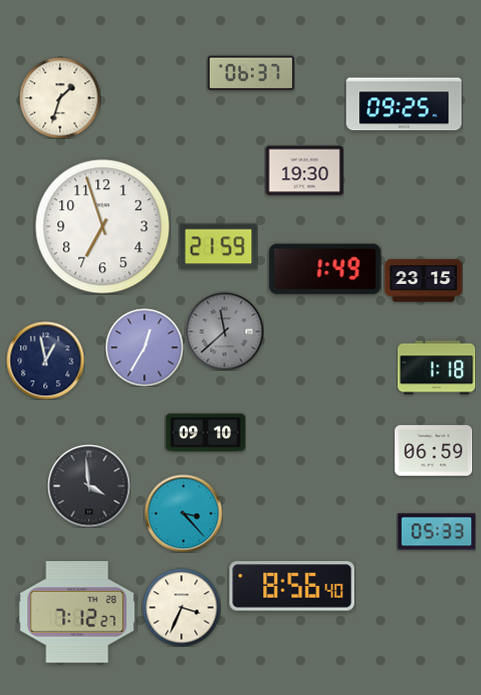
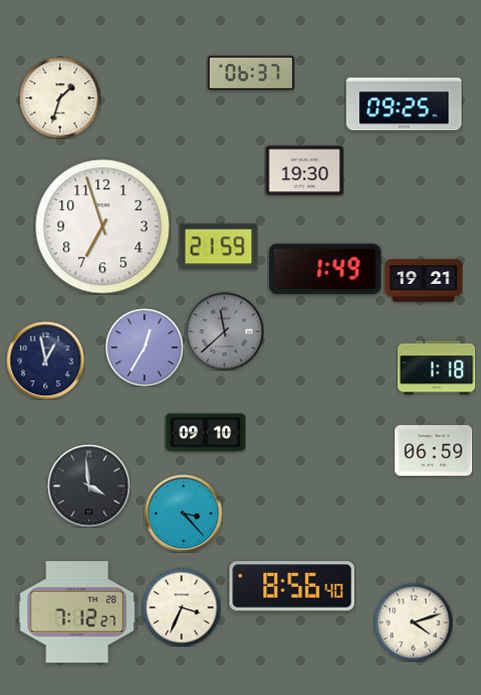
clock at (423, 281): 23:15 -> 19:21
clock at (436, 532): 05:33 -> none
clock at (413, 622): none -> 4:12
